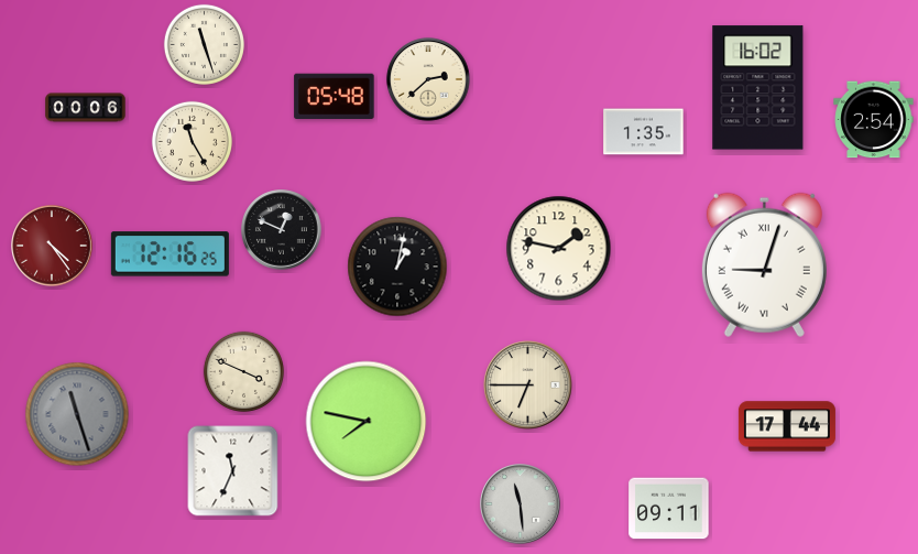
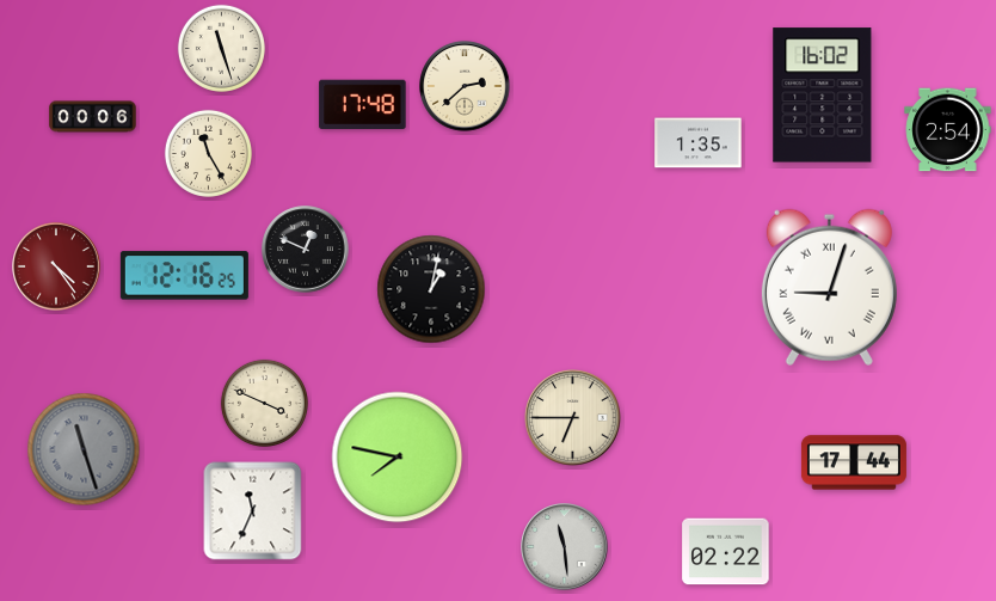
clock at (335, 97): 05:48 -> 17:48
clock at (559, 249): 1:47 -> none
clock at (669, 509): 09:11 -> 02:22
